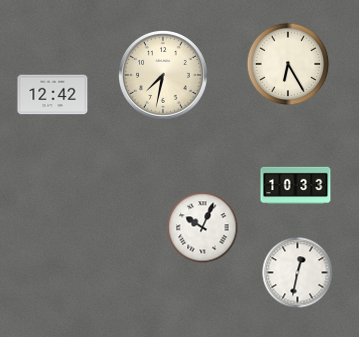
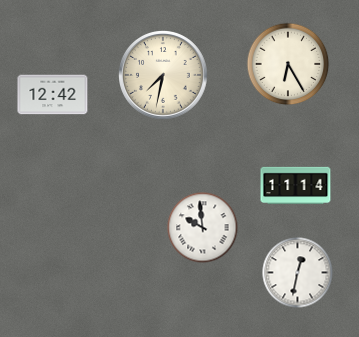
clock at (296, 186): 10:33 -> 11:14
clock at (203, 228): 10:04 -> 9:59
